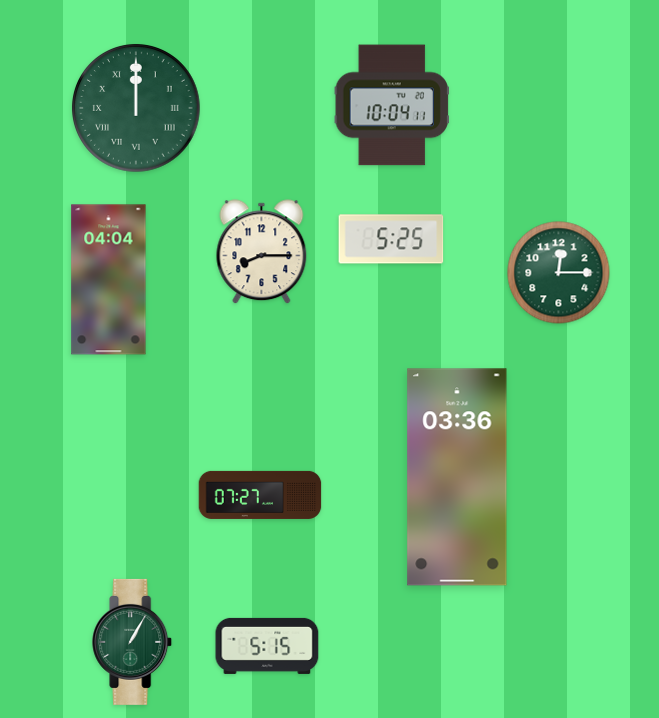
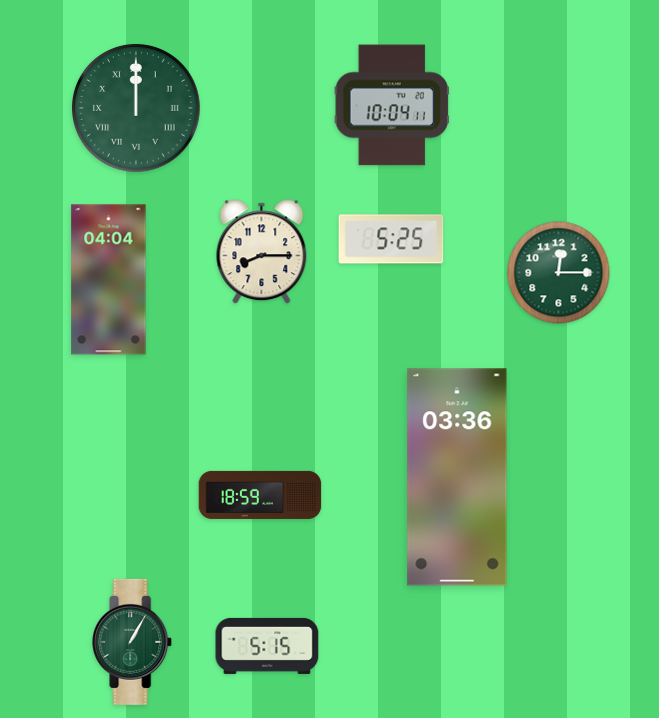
clock at (260, 495): 07:27 -> 18:59
